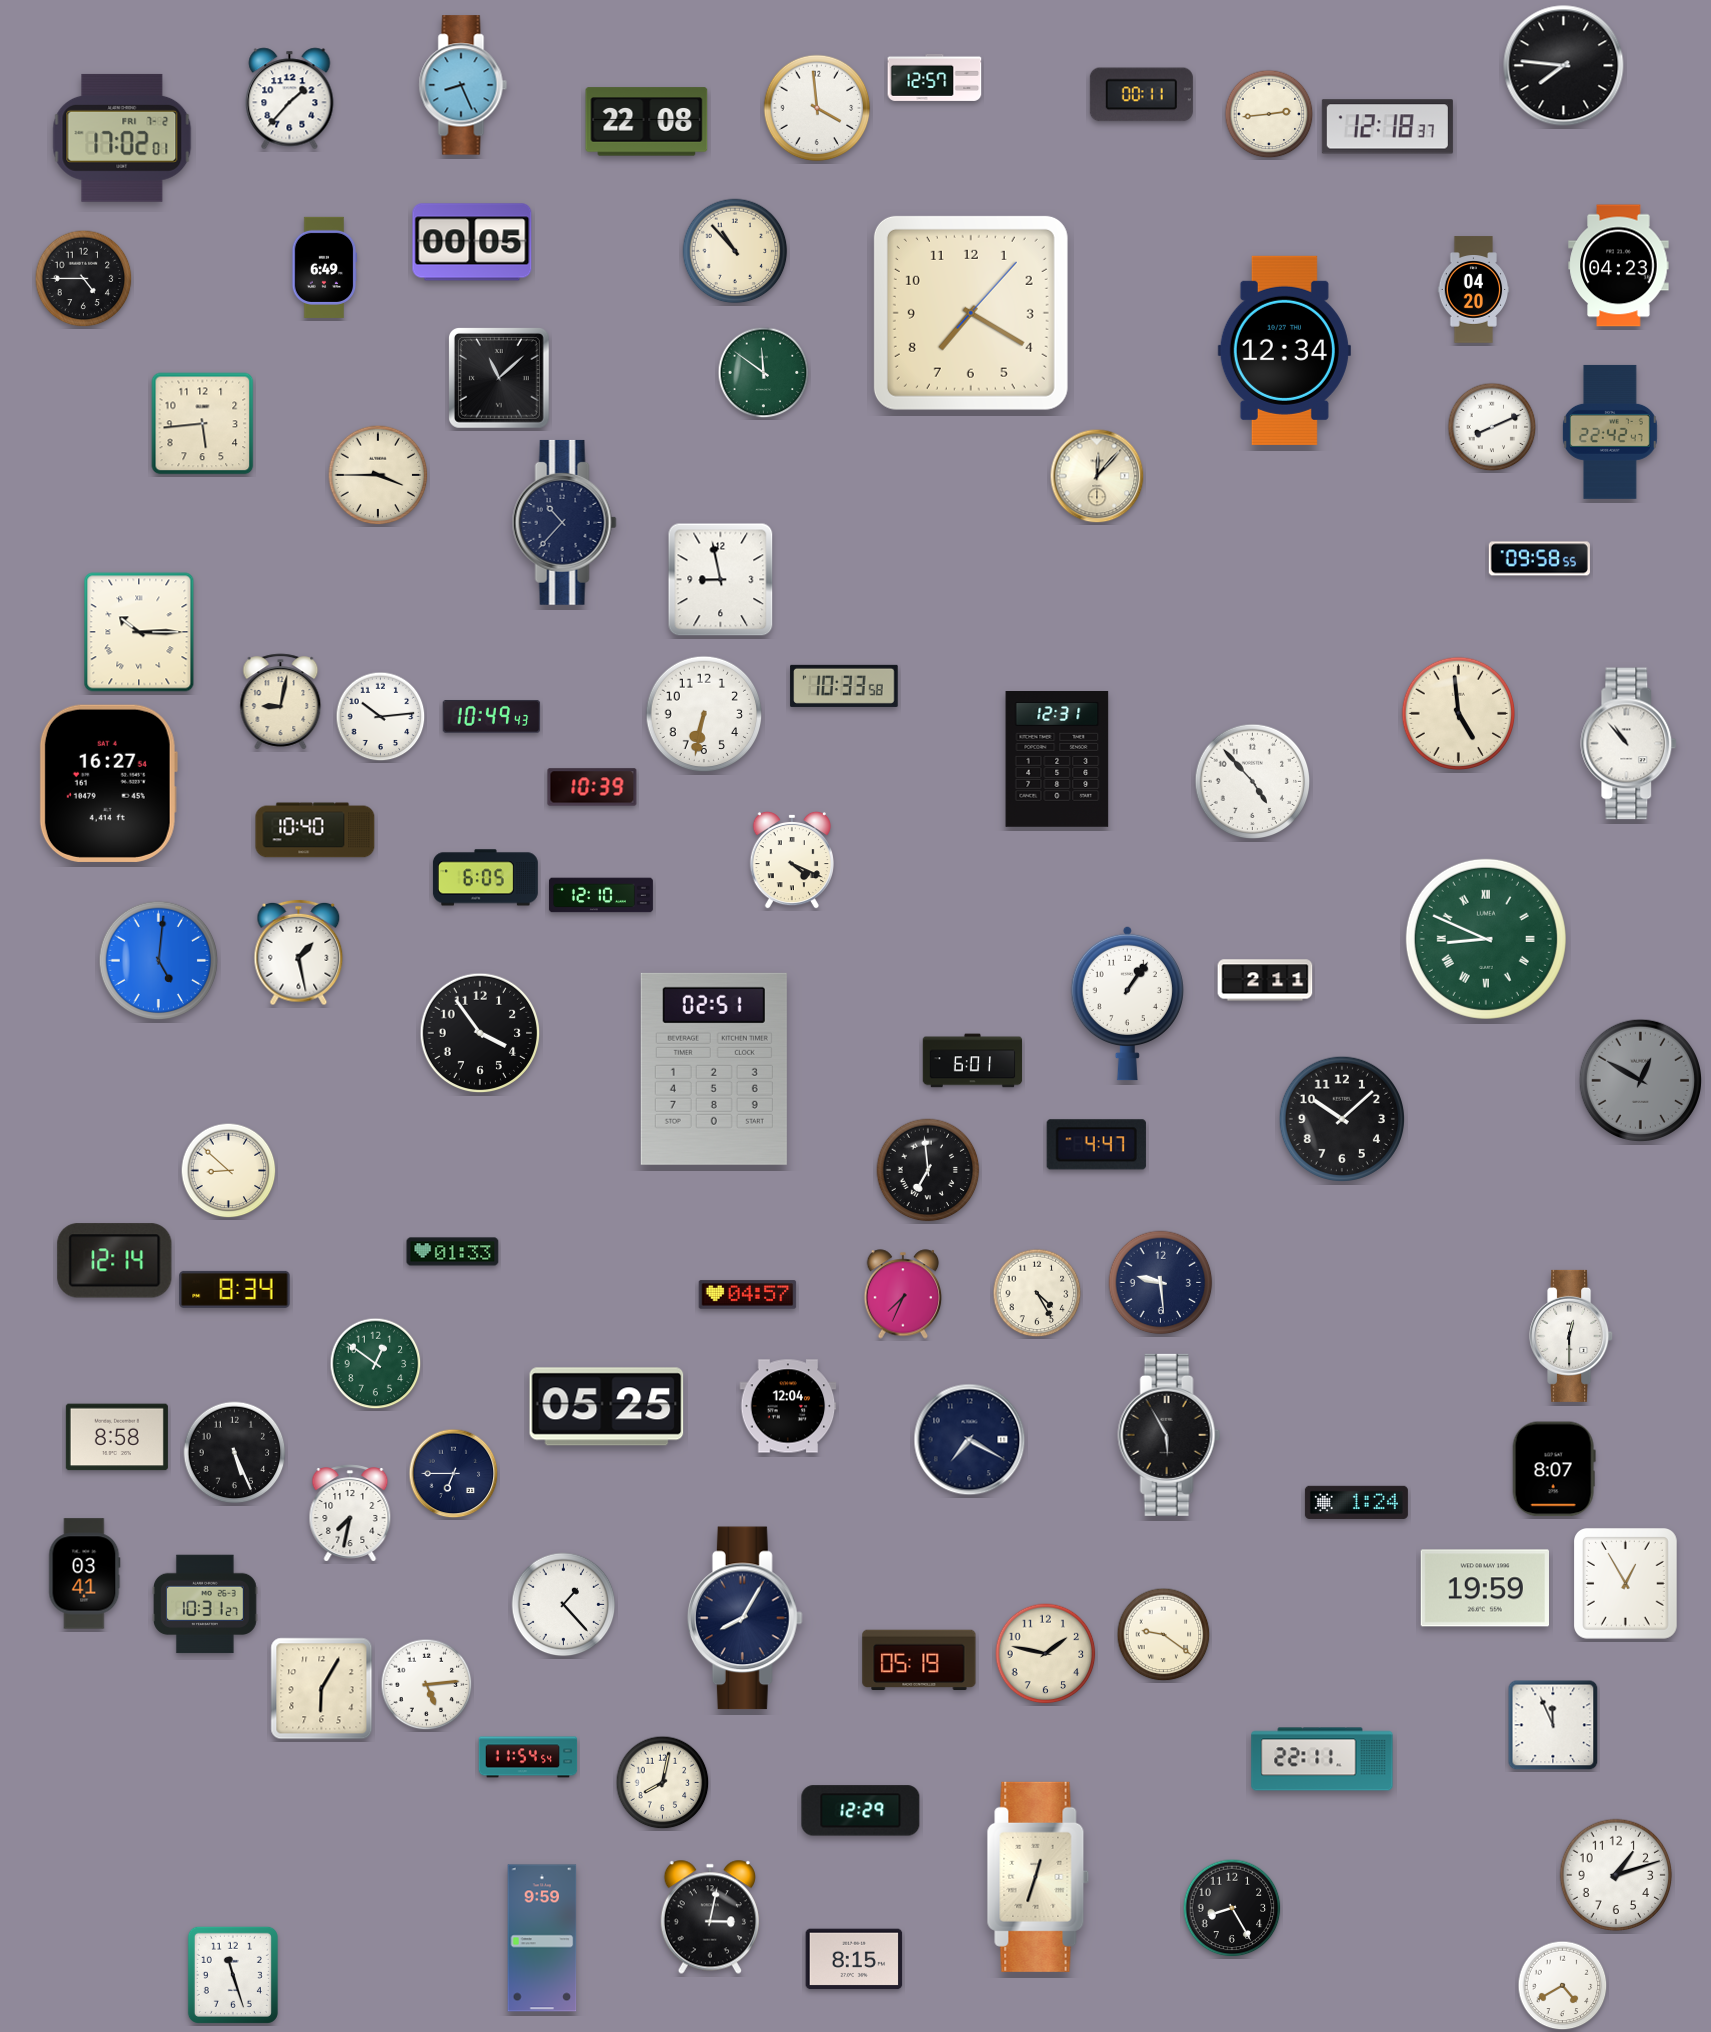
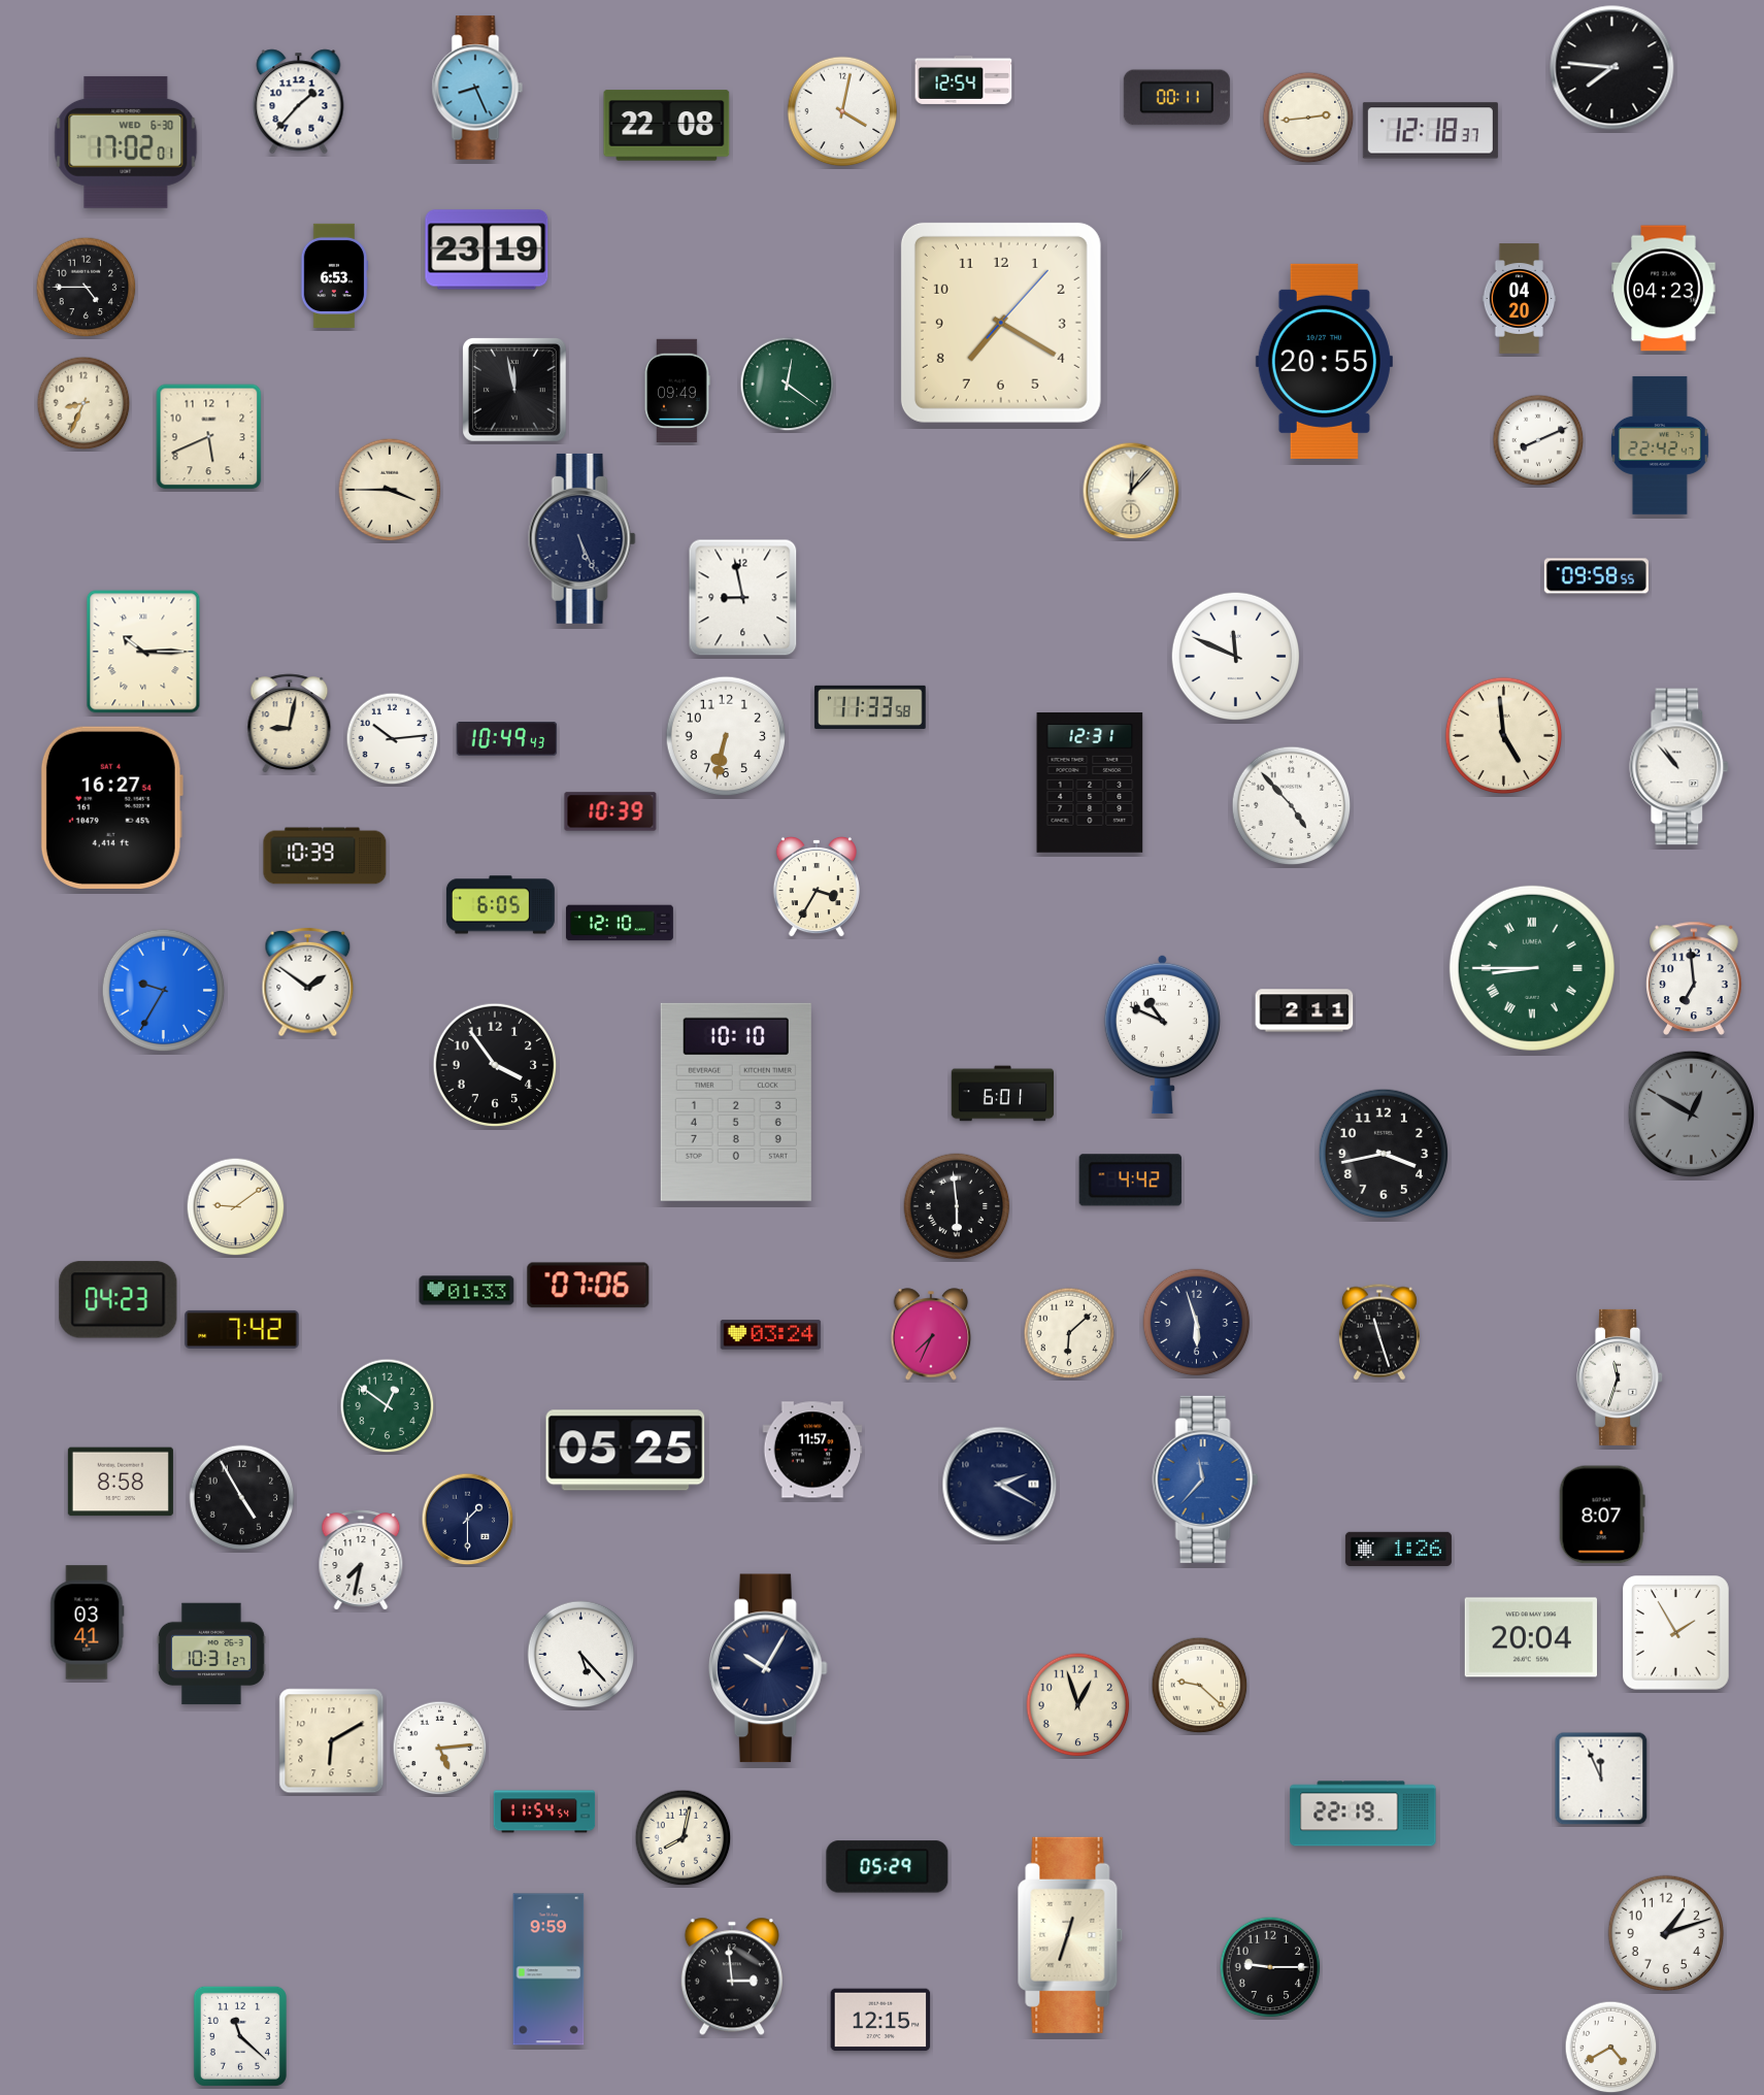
clock at (935, 77): 12:57 -> 12:54
clock at (817, 108): 3:59 -> 4:02
clock at (122, 138) date: FRI 7-2 -> WED 6-30
clock at (472, 242): 00:05 -> 23:19
clock at (735, 251): 10:53 -> none
clock at (1619, 266) position: (1619, 266) -> (1664, 289)
clock at (324, 267): 6:49 -> 6:53
clock at (1284, 350): 12:34 -> 20:55
clock at (764, 373): 11:51 -> 12:21
clock at (677, 390): none -> 09:49
clock at (499, 379): 11:08 -> 11:58
clock at (84, 403): none -> 8:34
clock at (203, 424): 5:44 -> 5:41
clock at (564, 522): 10:37 -> 5:26
clock at (1539, 559) position: (1539, 559) -> (1596, 576)
clock at (1235, 656): none -> 11:49
clock at (844, 686): 10:33 -> 11:33
clock at (315, 830): 10:40 -> 10:39
clock at (792, 860): 4:19 -> 3:35
clock at (1486, 939): 8:49 -> 8:45
clock at (1694, 978): none -> 6:59
clock at (299, 953): 1:28 -> 1:51
clock at (159, 961): 5:01 -> 9:35
clock at (1127, 1003): 1:06 -> 10:49
clock at (714, 1069): 02:51 -> 10:10
clock at (1341, 1118): 10:08 -> 3:43
clock at (1096, 1145): 4:47 -> 4:42
clock at (928, 1170): 6:59 -> 5:59
clock at (229, 1171): 8:52 -> 9:09
clock at (589, 1286): none -> 07:06
clock at (115, 1261): 12:14 -> 04:23
clock at (1161, 1283): 9:29 -> 5:57
clock at (235, 1289): 8:34 -> 7:42
clock at (1379, 1332): none -> 11:27
clock at (1037, 1293): 4:25 -> 6:08
clock at (748, 1295): 04:57 -> 03:24
clock at (1572, 1336): 12:30 -> 11:33
clock at (788, 1406): 12:04 -> 11:57
clock at (1169, 1435): 5:55 -> 11:37
clock at (1169, 1435) dial: black -> blue
clock at (970, 1440): 7:20 -> 2:20
clock at (235, 1453): 5:26 -> 4:55
clock at (454, 1474): 6:45 -> 1:30
clock at (1356, 1502): 1:24 -> 1:26
clock at (1626, 1584): 12:55 -> 1:55
clock at (1484, 1588): 19:59 -> 20:04
clock at (564, 1605): 1:23 -> 5:23
clock at (745, 1618): 8:05 -> 10:05
clock at (1164, 1635): 9:21 -> 9:22
clock at (1046, 1654): 1:47 -> 12:57
clock at (919, 1660): 05:19 -> none
clock at (427, 1685) position: (427, 1685) -> (440, 1749)
clock at (322, 1689): 6:05 -> 6:10
clock at (1322, 1759): 22:11 -> 22:19
clock at (861, 1811): 12:29 -> 05:29
clock at (1232, 1908): 8:25 -> 9:15
clock at (710, 1917): 3:02 -> 2:59
clock at (542, 1938) position: (542, 1938) -> (548, 1969)
clock at (854, 1959): 8:15 -> 12:15
clock at (233, 1975): 11:27 -> 11:22
